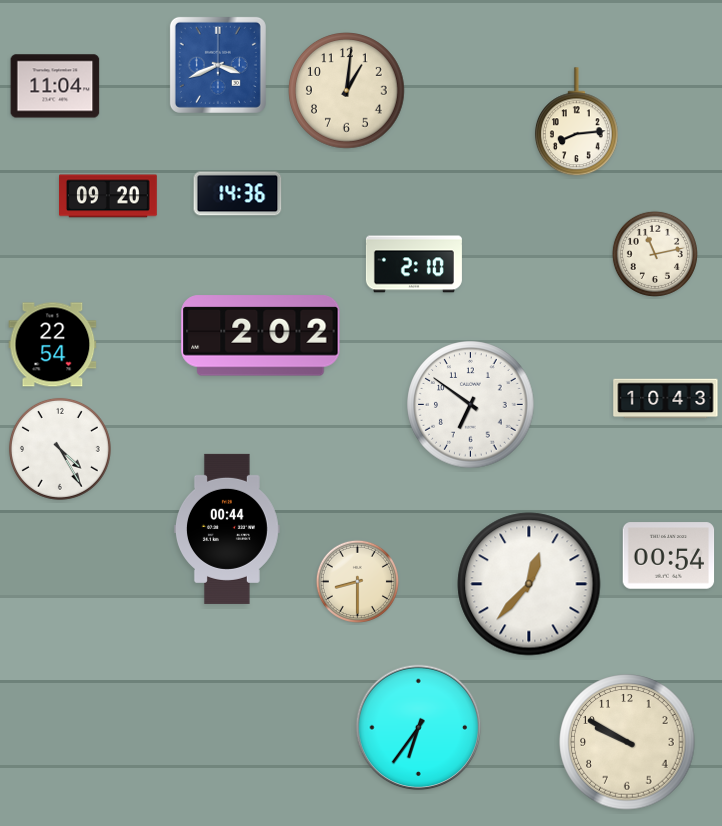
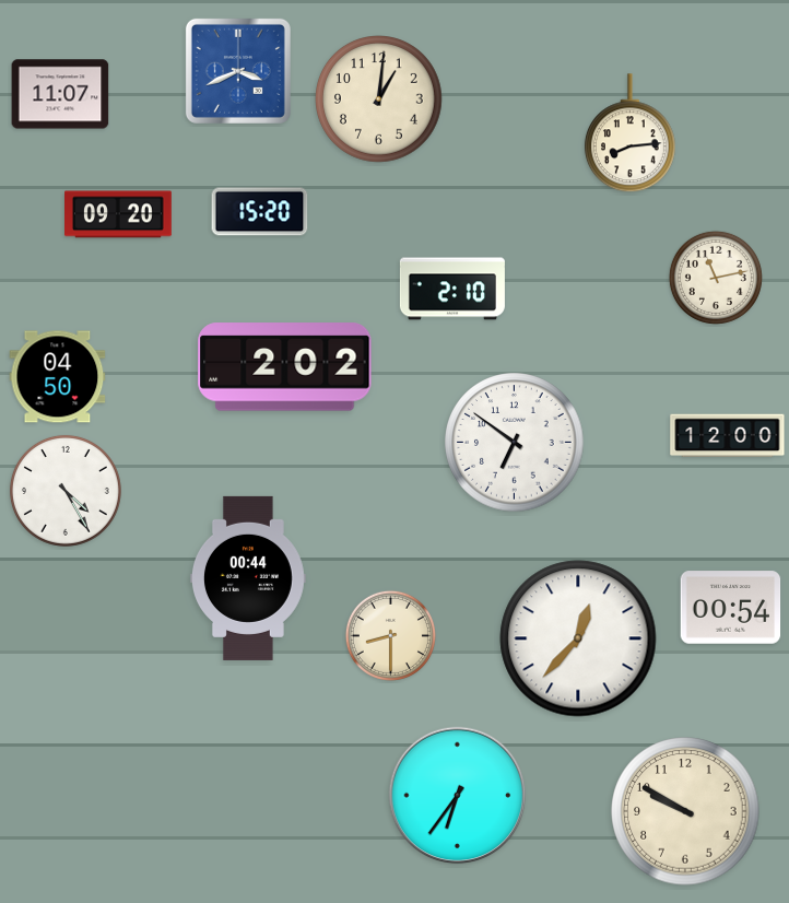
clock at (55, 86): 11:04 -> 11:07
clock at (238, 194): 14:36 -> 15:20
clock at (53, 345): 22:54 -> 04:50
clock at (666, 399): 10:43 -> 12:00
